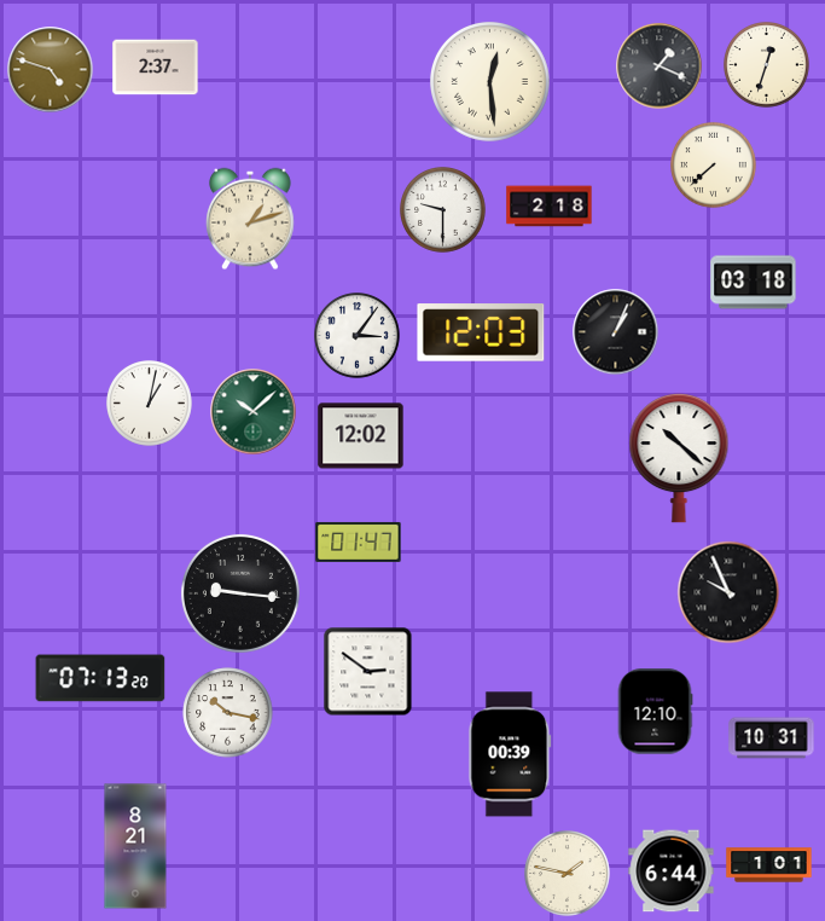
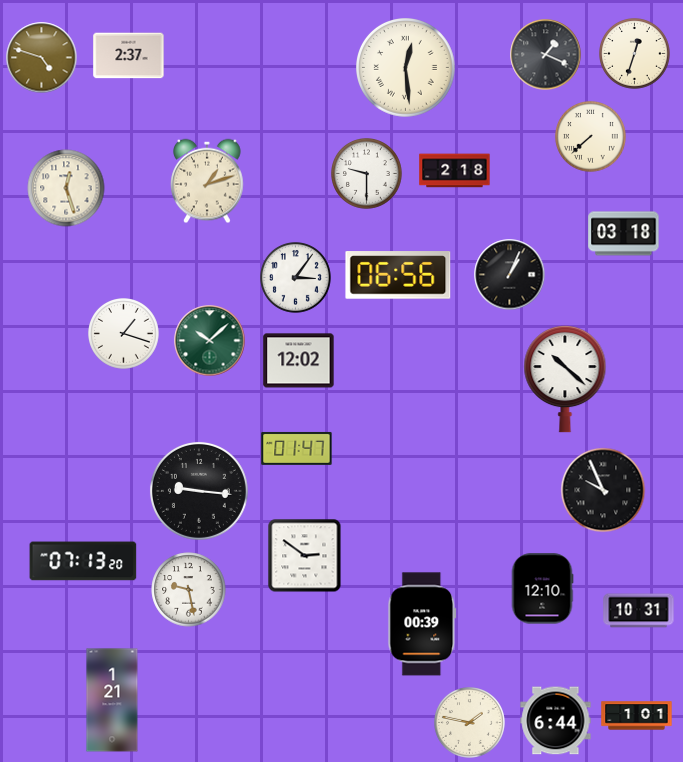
clock at (66, 188): none -> 12:27
clock at (481, 332): 12:03 -> 06:56
clock at (150, 404): 1:02 -> 1:18
clock at (679, 458) position: (679, 458) -> (565, 379)
clock at (228, 713): 10:17 -> 9:28
clock at (135, 846): 8:21 -> 1:21
